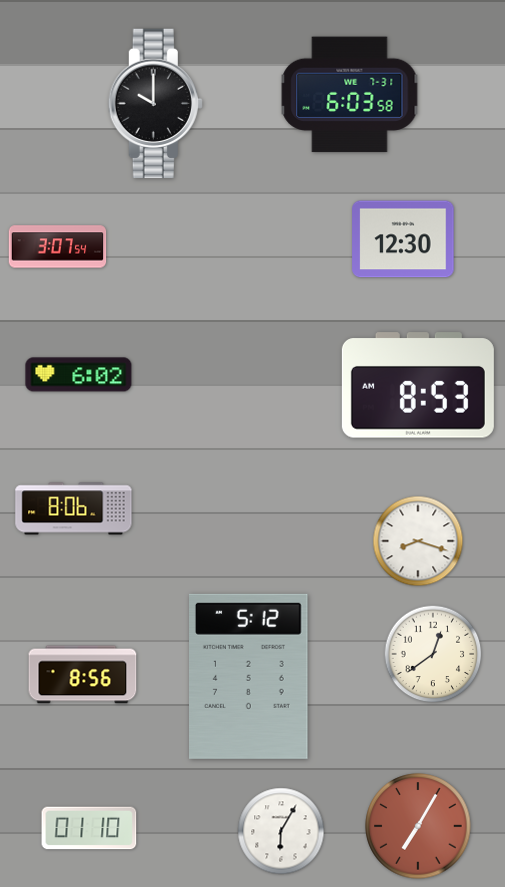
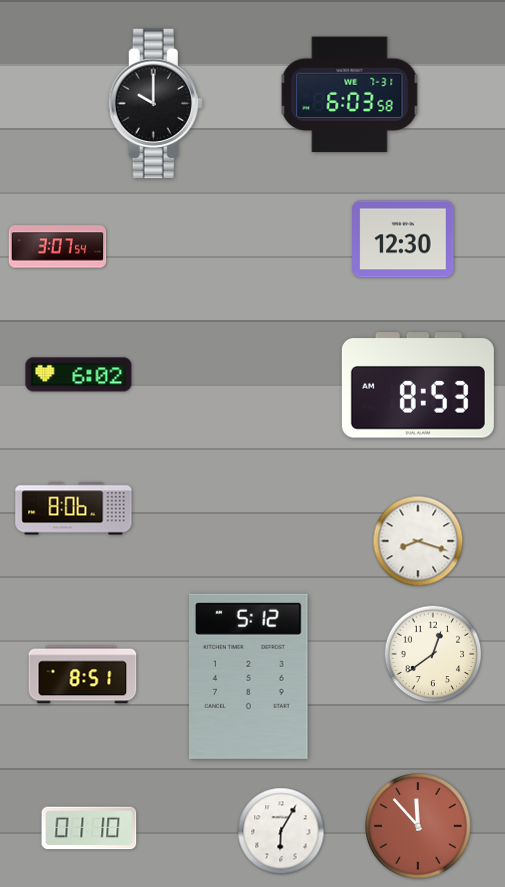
clock at (83, 675): 8:56 -> 8:51
clock at (418, 826): 7:05 -> 11:53
